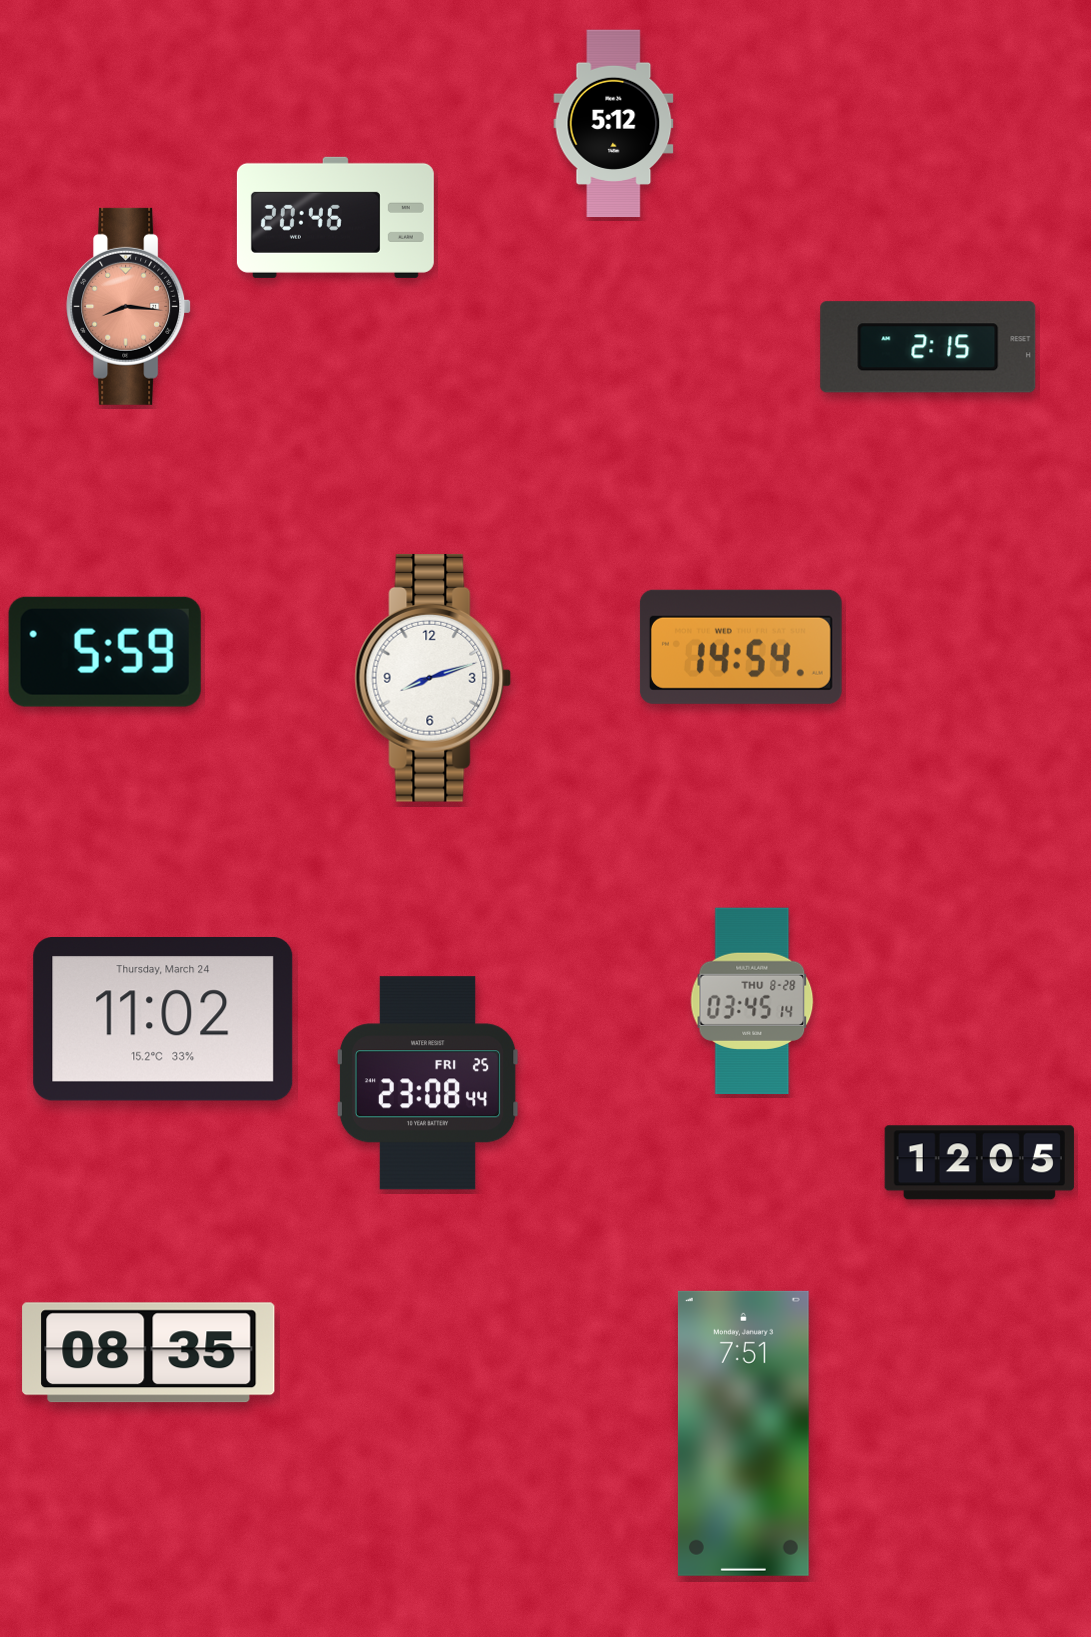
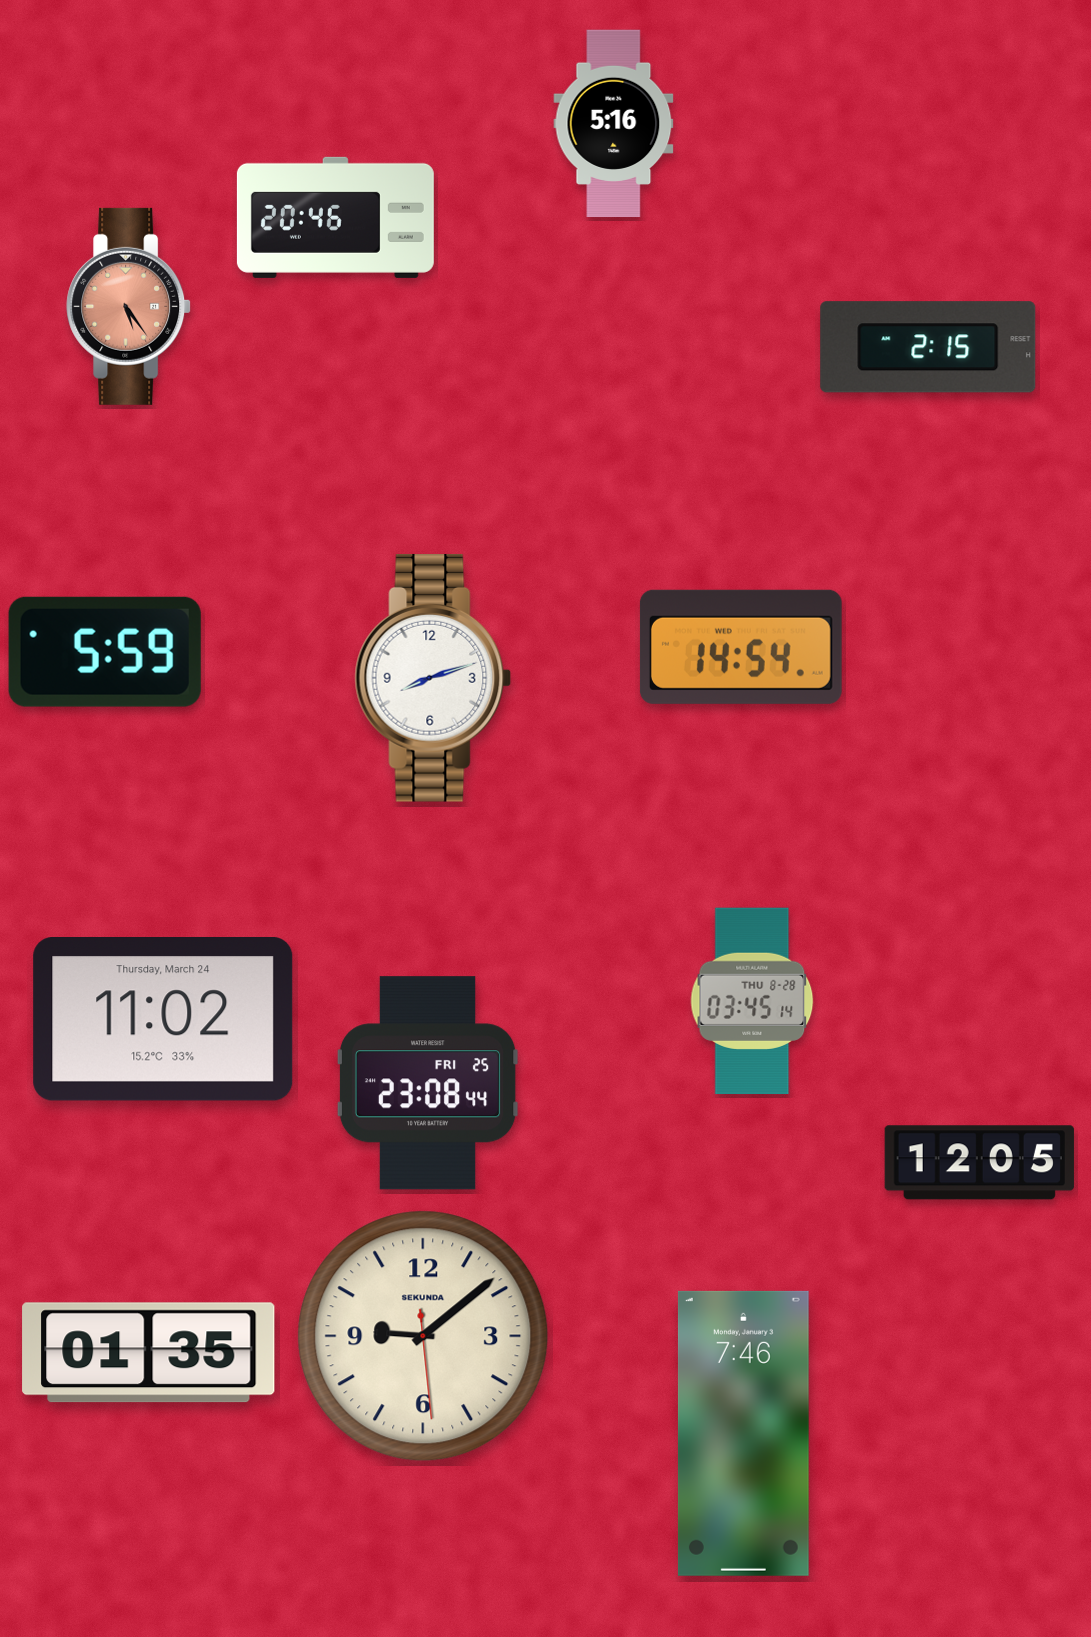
clock at (614, 124): 5:12 -> 5:16
clock at (129, 306): 8:16 -> 5:24
clock at (423, 1336): none -> 9:08
clock at (149, 1353): 08:35 -> 01:35
clock at (743, 1433): 7:51 -> 7:46
